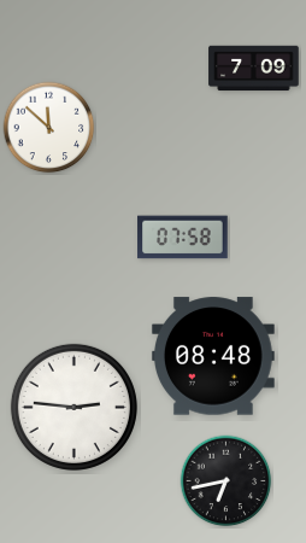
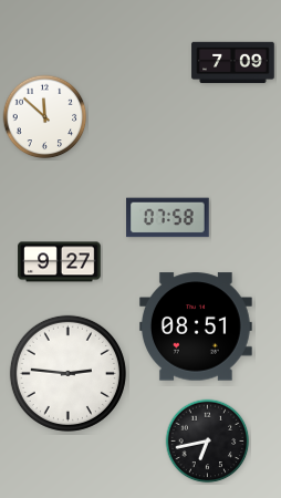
clock at (60, 262): none -> 9:27
clock at (213, 356): 08:48 -> 08:51
